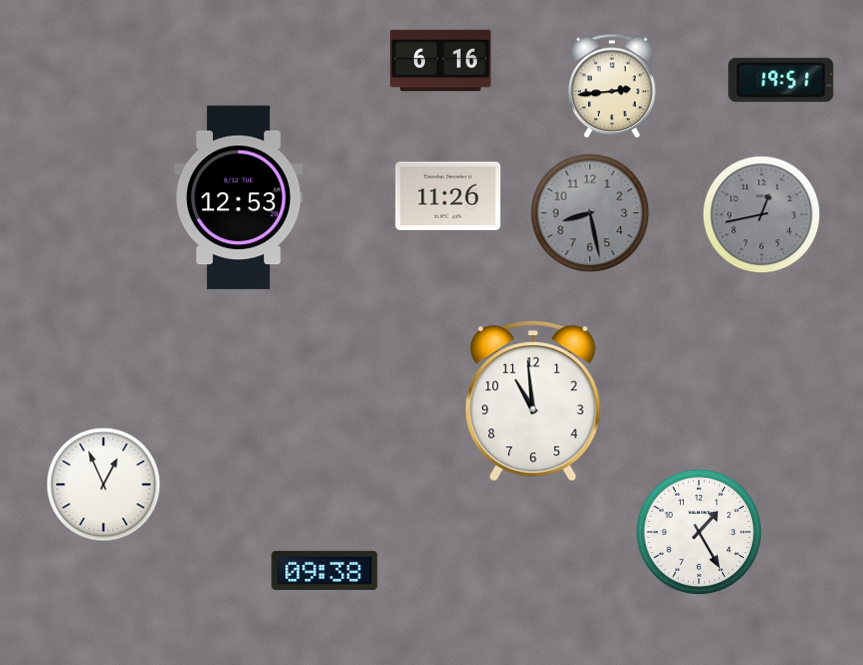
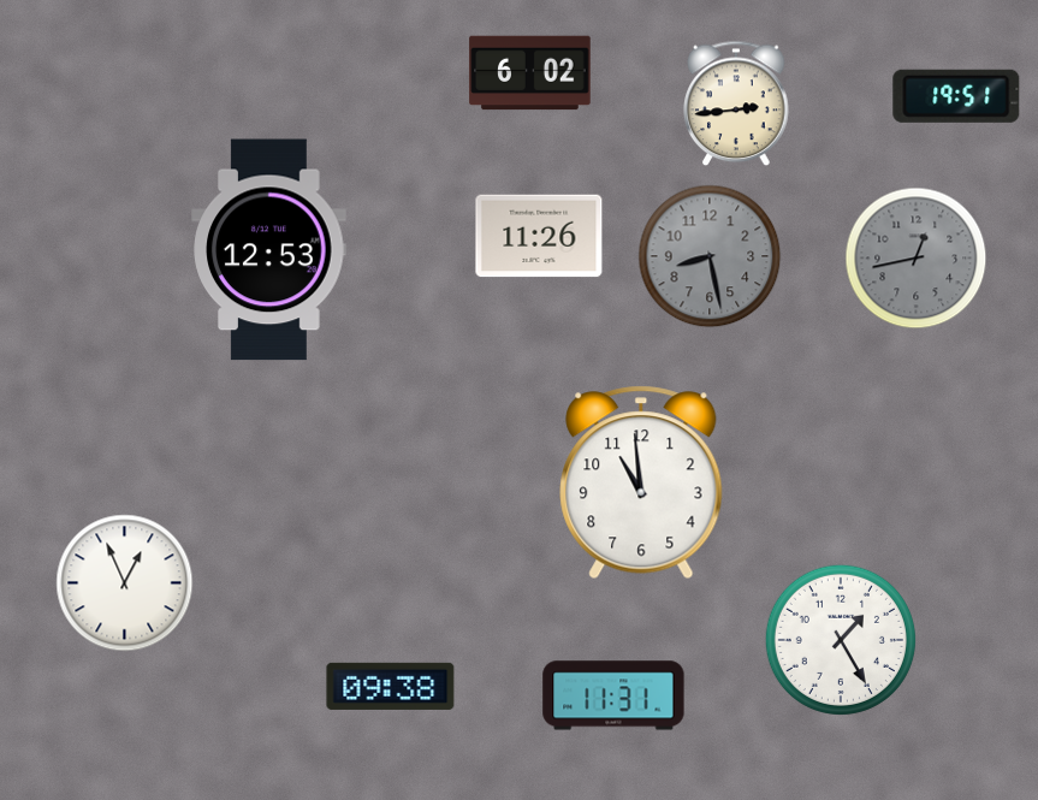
clock at (441, 61): 6:16 -> 6:02
clock at (781, 80) position: (781, 80) -> (956, 96)
clock at (239, 198) position: (239, 198) -> (269, 250)
clock at (613, 695): none -> 11:31
